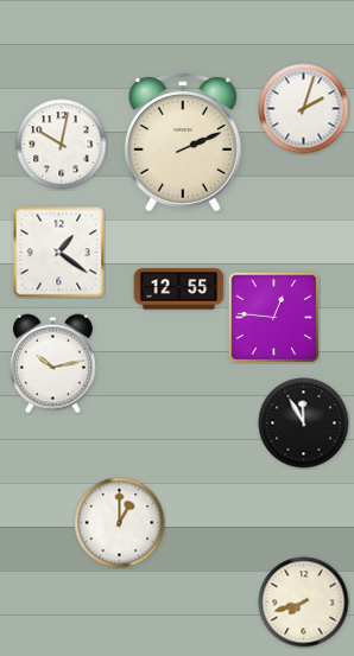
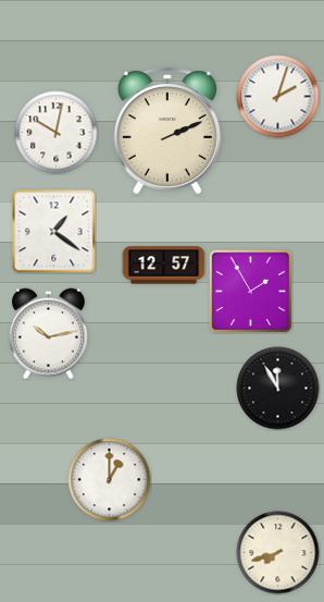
clock at (304, 109) position: (304, 109) -> (278, 97)
clock at (179, 289): 12:55 -> 12:57
clock at (273, 317): 12:46 -> 1:55
